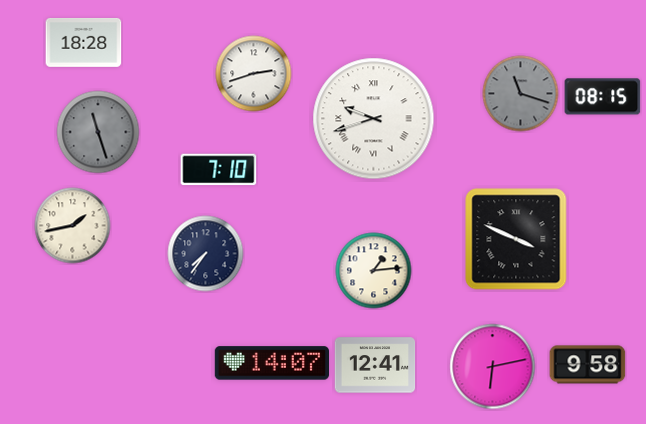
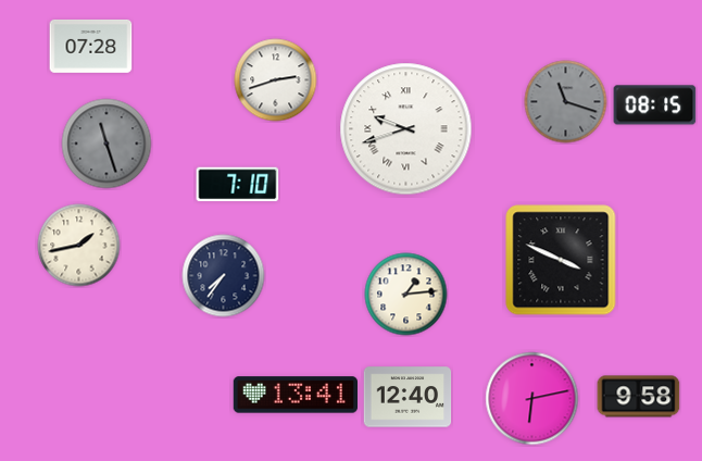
clock at (84, 42): 18:28 -> 07:28
clock at (271, 363): 14:07 -> 13:41
clock at (375, 365): 12:41 -> 12:40
clock at (493, 367) position: (493, 367) -> (532, 399)
